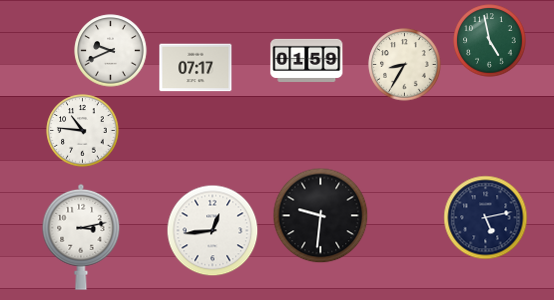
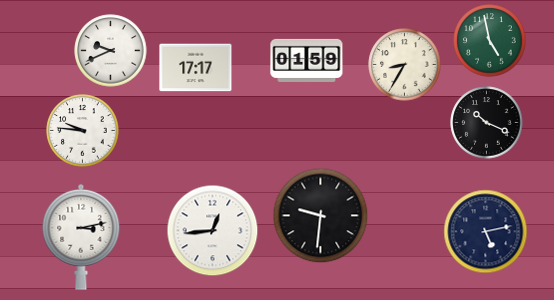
clock at (196, 68): 07:17 -> 17:17
clock at (487, 123): none -> 10:19
clock at (83, 131): 10:46 -> 9:46
clock at (486, 218) position: (486, 218) -> (486, 232)
